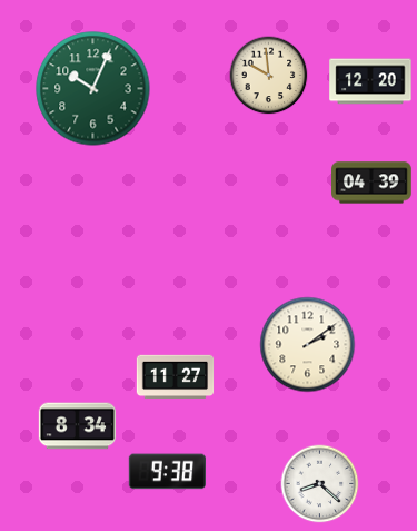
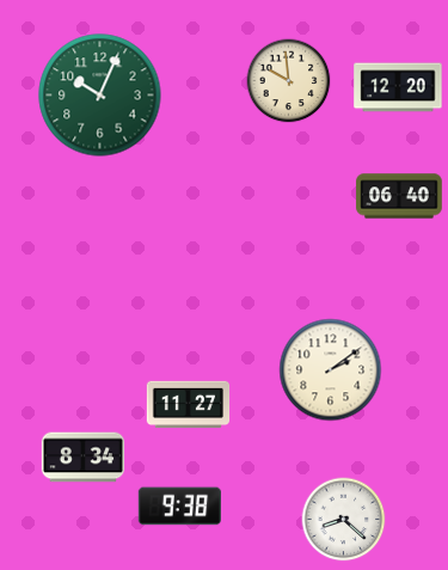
clock at (371, 183): 04:39 -> 06:40
